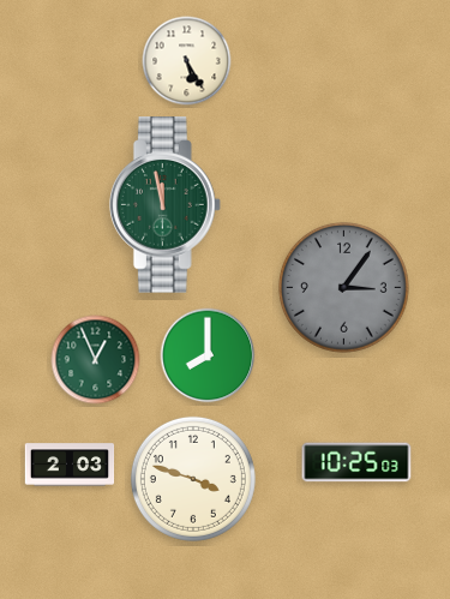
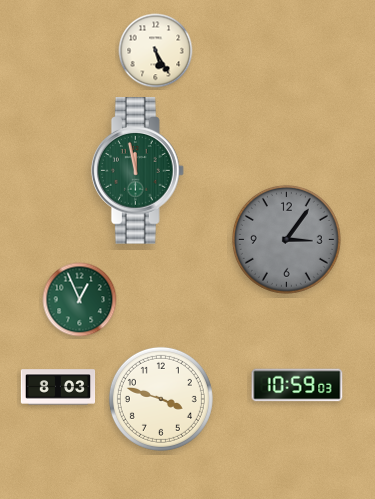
clock at (208, 355): 8:00 -> none
clock at (356, 462): 10:25 -> 10:59
clock at (70, 465): 2:03 -> 8:03
